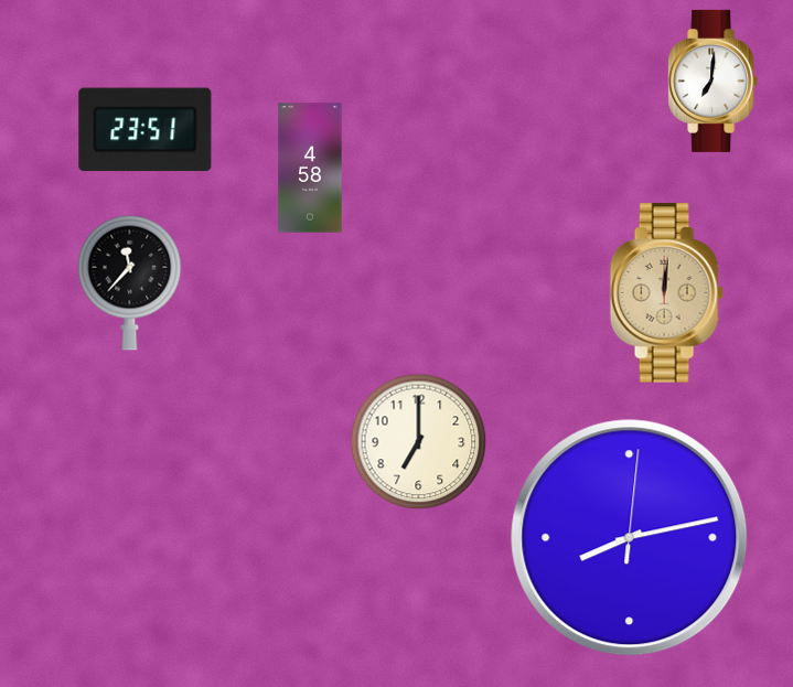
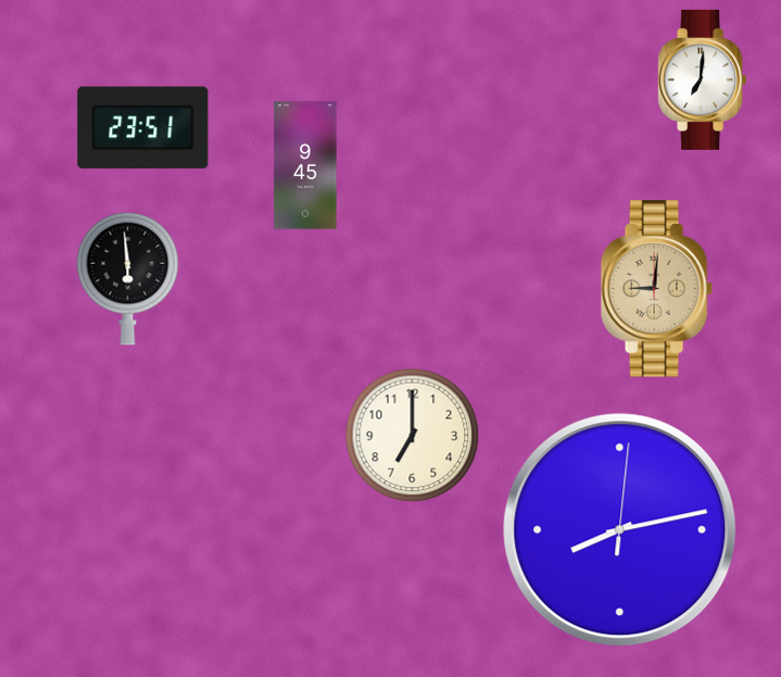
clock at (310, 168): 4:58 -> 9:45
clock at (130, 282): 11:37 -> 5:59
clock at (666, 293): 12:01 -> 9:01
